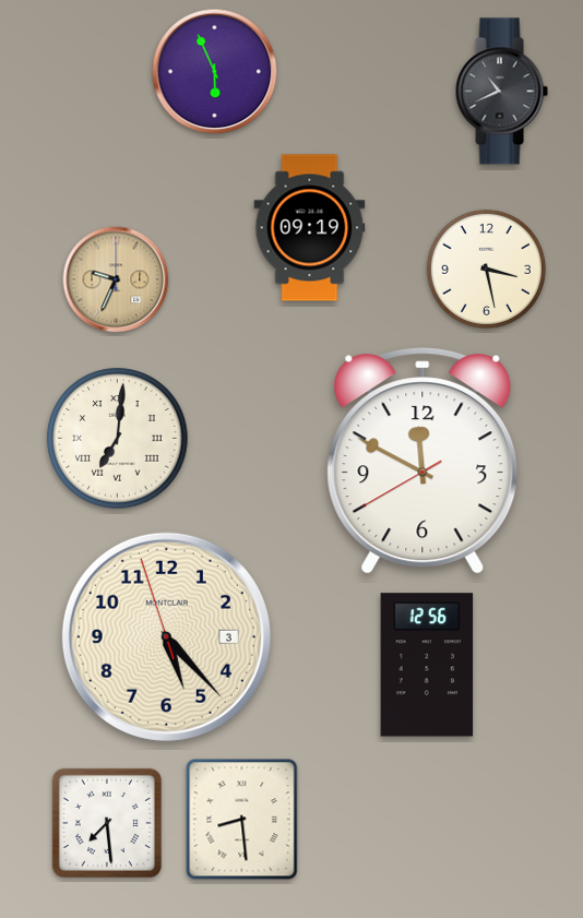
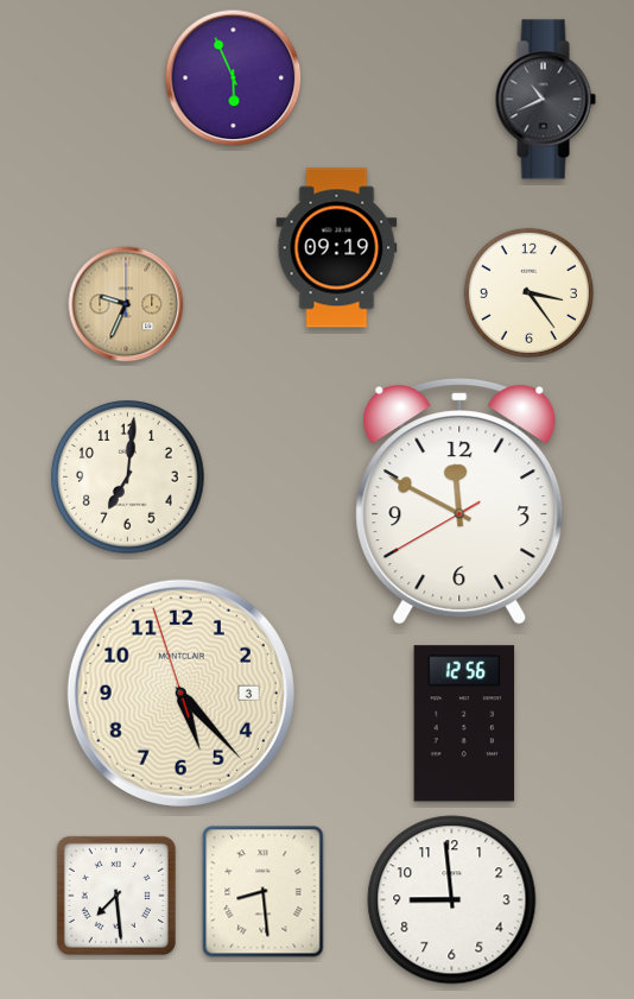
clock at (486, 269): 3:28 -> 3:24
clock at (118, 439) numerals: Roman -> Arabic
clock at (452, 900): none -> 8:59
